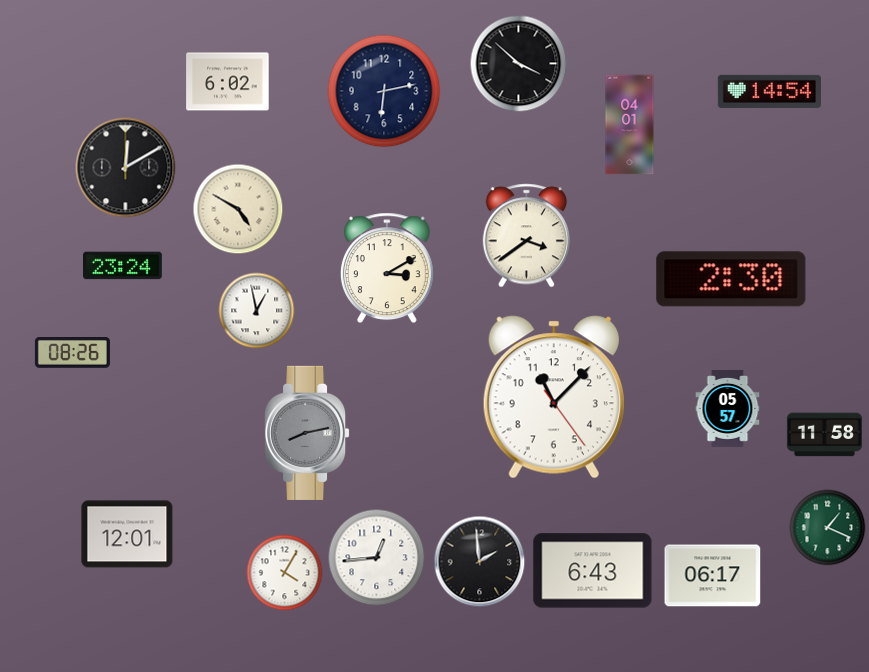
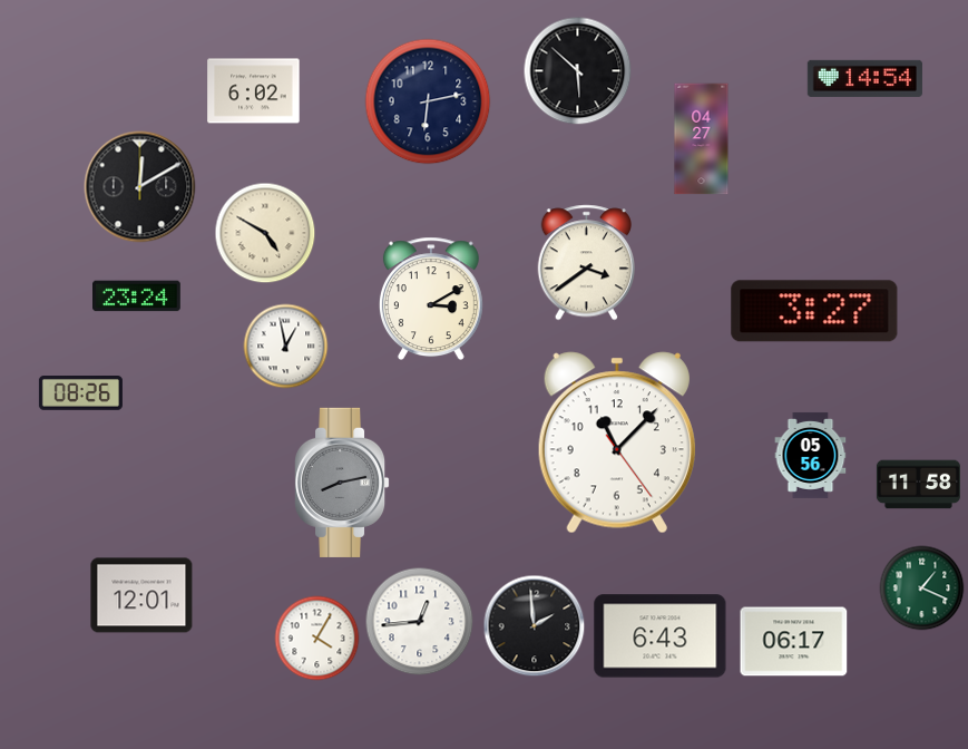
clock at (519, 64): 3:52 -> 5:52
clock at (769, 91) position: (769, 91) -> (864, 78)
clock at (630, 125): 04:01 -> 04:27
clock at (731, 279): 2:30 -> 3:27
clock at (728, 408): 05:57 -> 05:56
